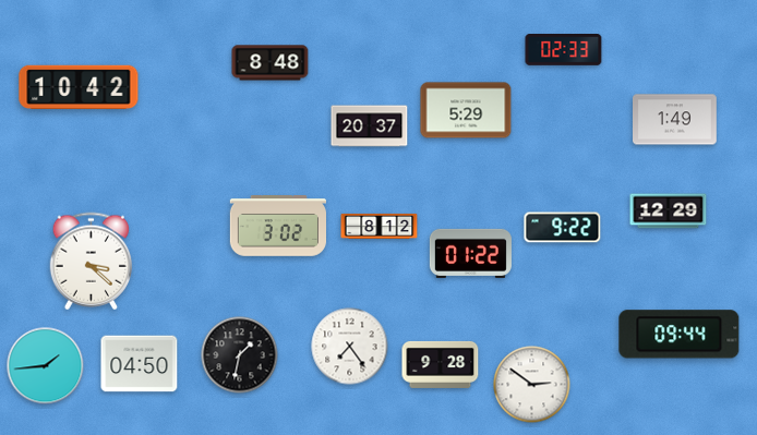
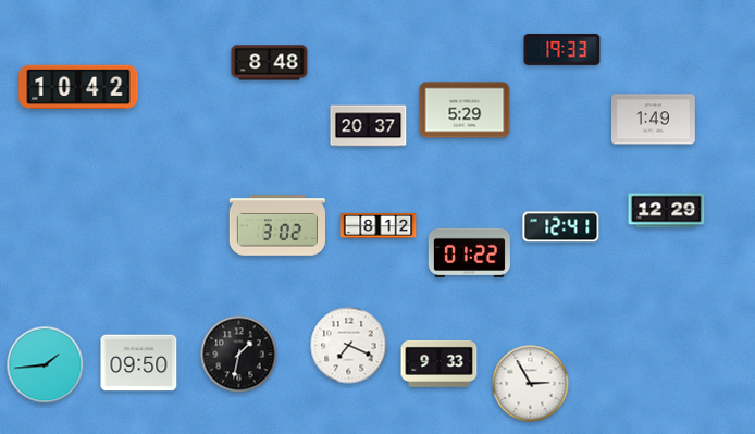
clock at (564, 50): 02:33 -> 19:33
clock at (675, 120) position: (675, 120) -> (654, 120)
clock at (563, 228): 9:22 -> 12:41
clock at (92, 262): 3:22 -> none
clock at (680, 335): 09:44 -> none
clock at (350, 347): 7:24 -> 7:19
clock at (140, 364): 04:50 -> 09:50
clock at (441, 364): 9:28 -> 9:33
clock at (532, 385): 2:51 -> 2:55
